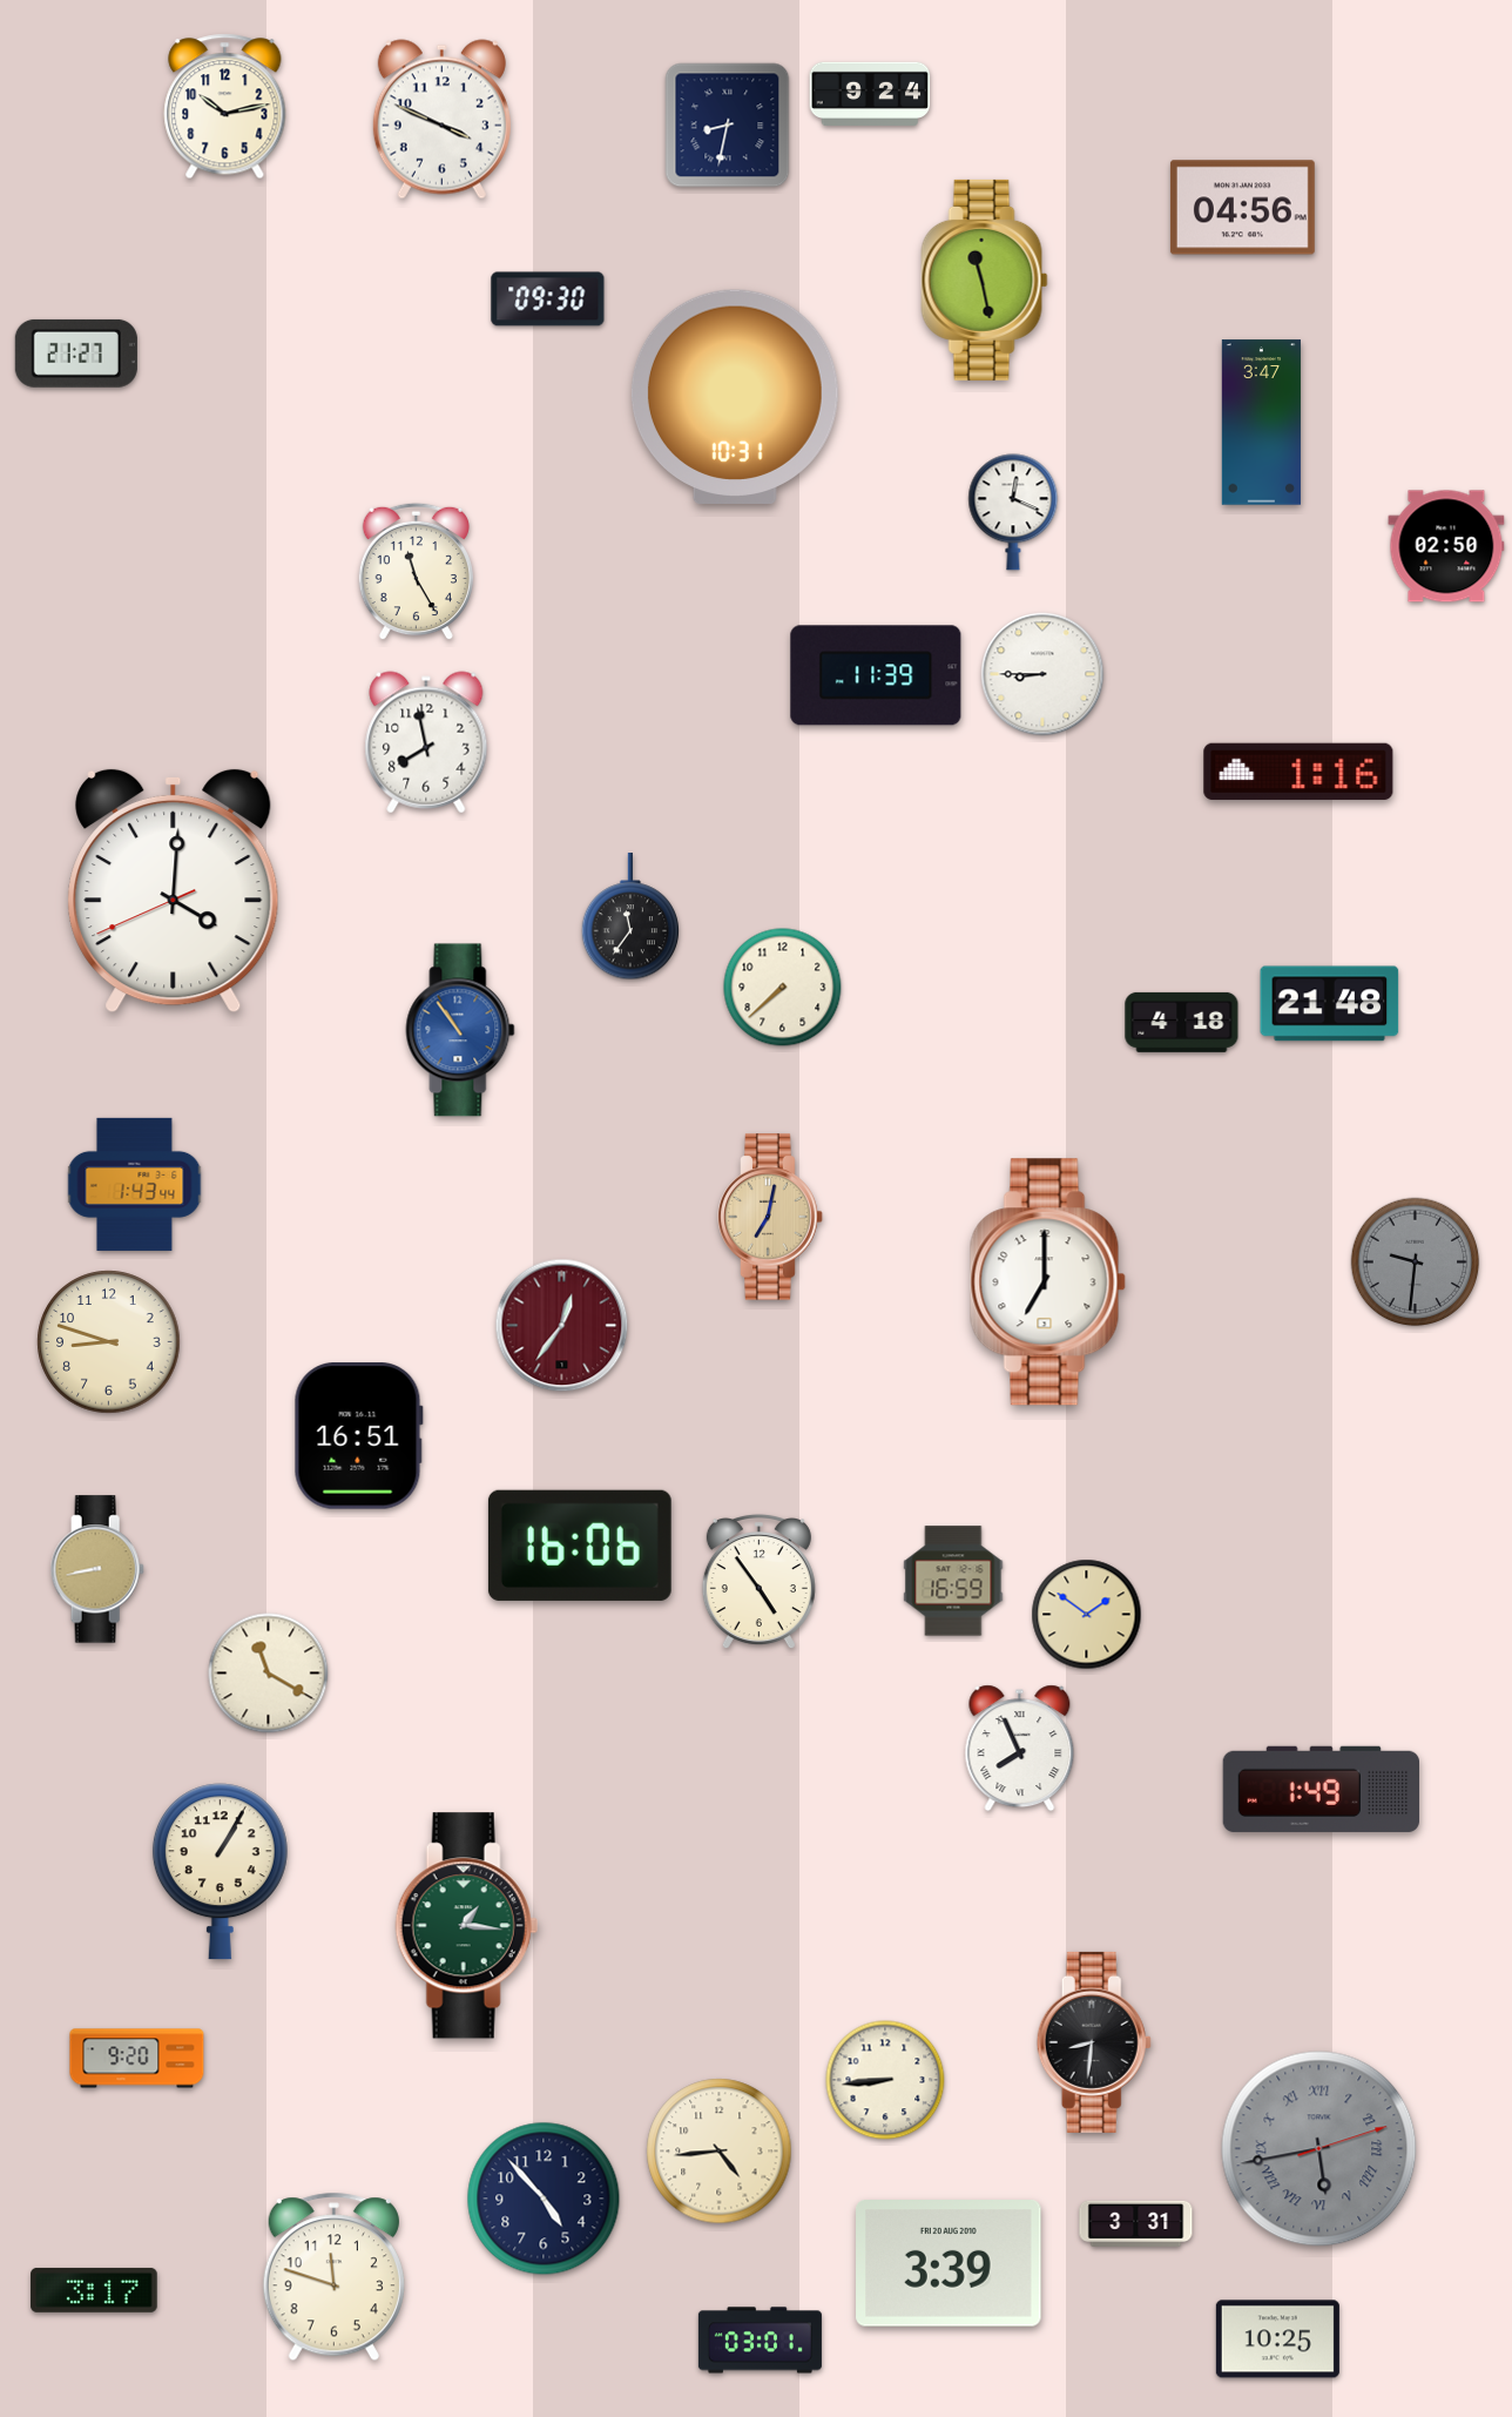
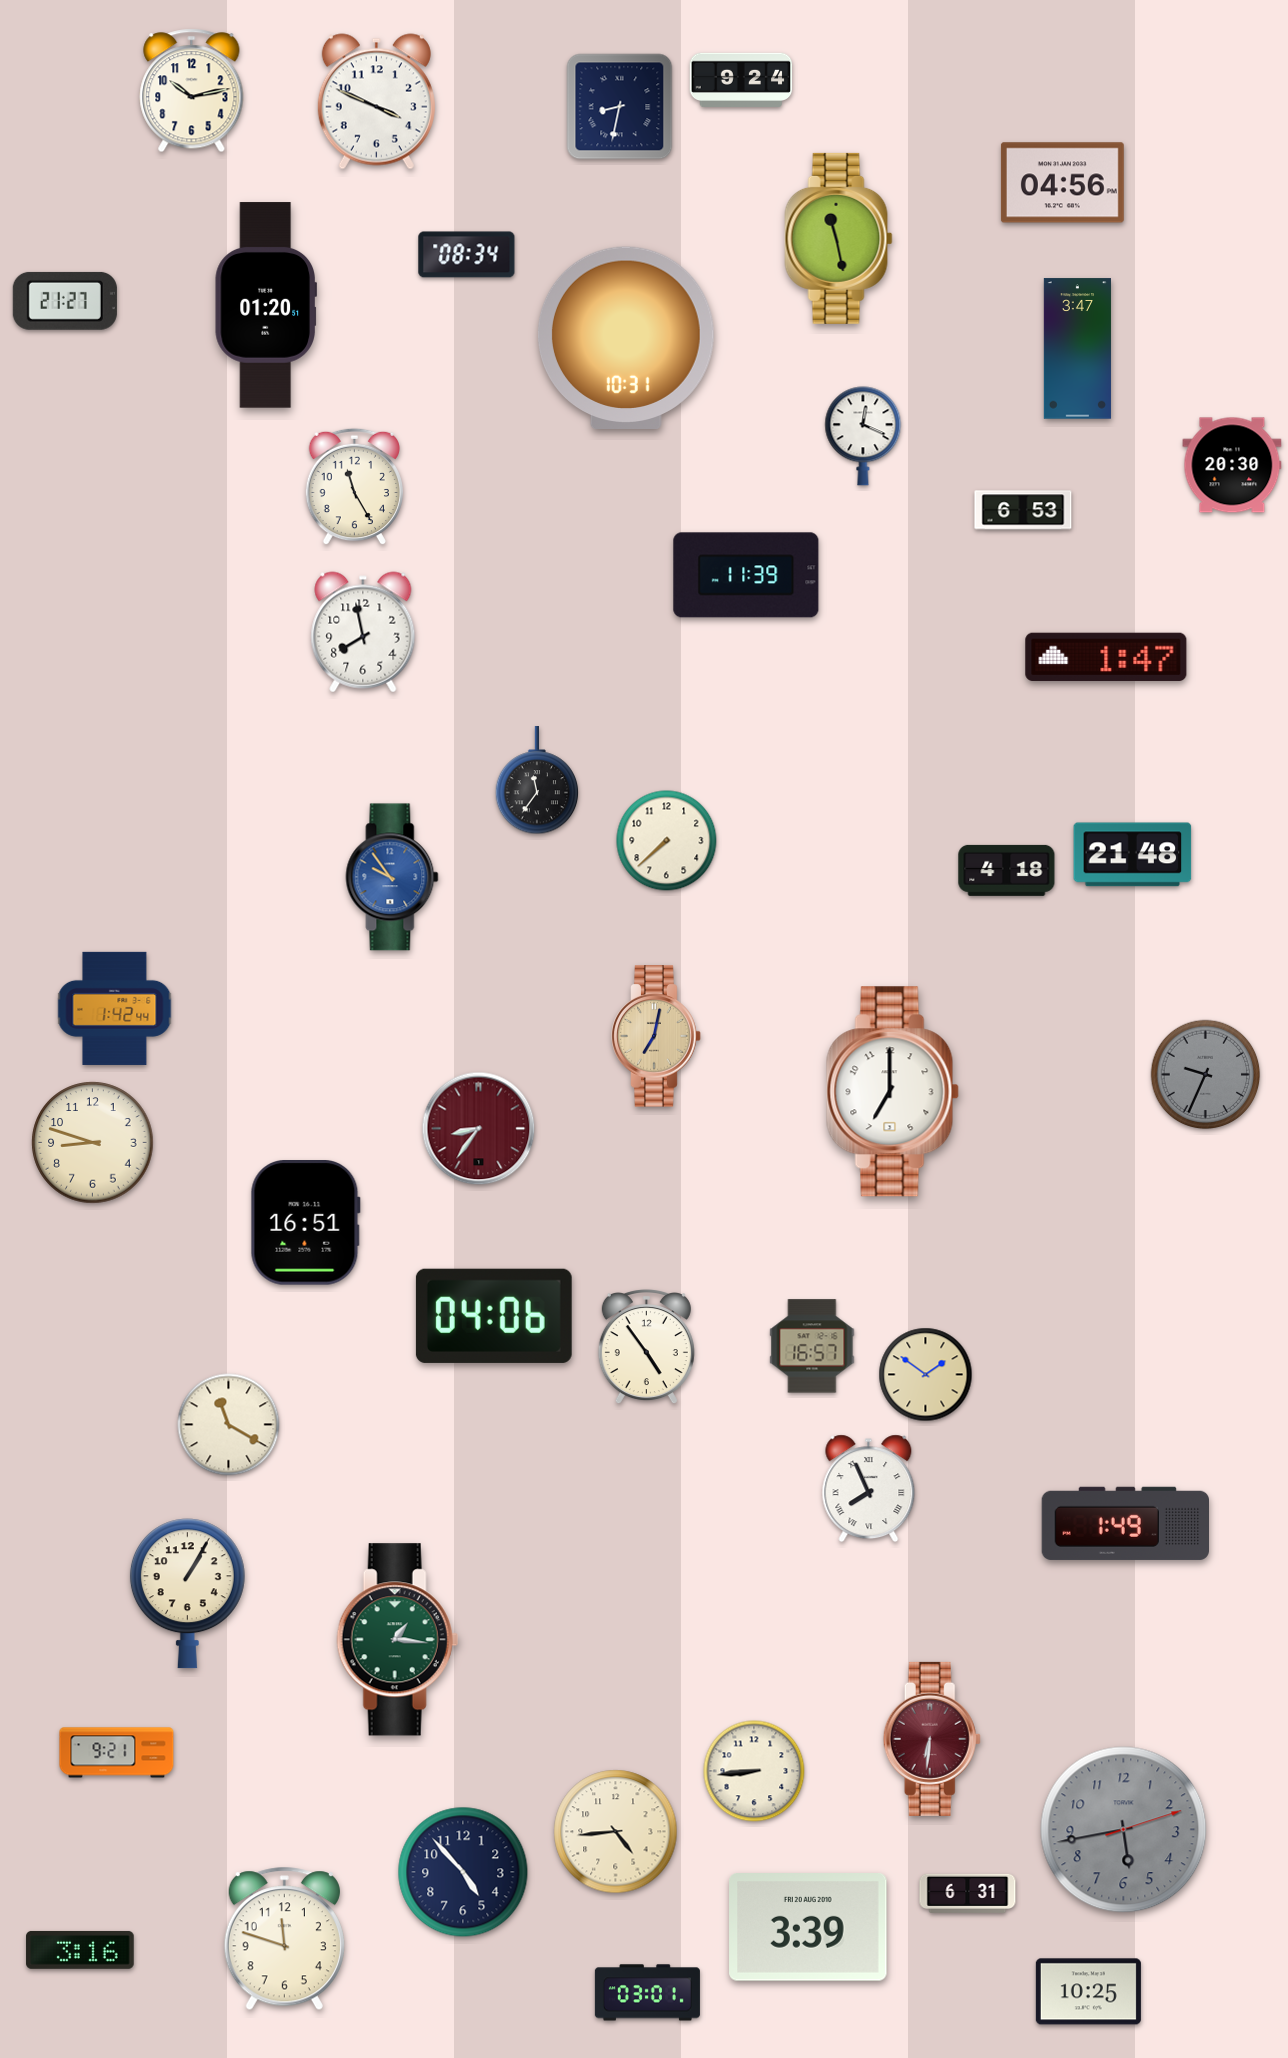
clock at (1242, 208) position: (1242, 208) -> (1062, 183)
clock at (548, 299): 09:30 -> 08:34
clock at (266, 305): none -> 01:20
clock at (1261, 423) position: (1261, 423) -> (1077, 349)
clock at (1446, 546): 02:50 -> 20:30
clock at (1023, 510): none -> 6:53
clock at (1042, 674): 8:45 -> none
clock at (1298, 770): 1:16 -> 1:47
clock at (174, 891): 4:00 -> none
clock at (460, 1030): 10:54 -> 9:54
clock at (135, 1184): 1:43 -> 1:42
clock at (1416, 1263): 9:31 -> 9:34
clock at (562, 1326): 12:36 -> 8:36
clock at (580, 1546): 16:06 -> 04:06
clock at (97, 1569): 8:43 -> none
clock at (953, 1581): 16:59 -> 16:57
clock at (1094, 2042): 8:31 -> 6:31
clock at (1094, 2042) dial: black -> burgundy
clock at (137, 2059): 9:20 -> 9:21
clock at (1319, 2149) numerals: Roman -> Arabic
clock at (720, 2152) position: (720, 2152) -> (616, 1832)
clock at (1136, 2223): 3:31 -> 6:31
clock at (94, 2290): 3:17 -> 3:16
